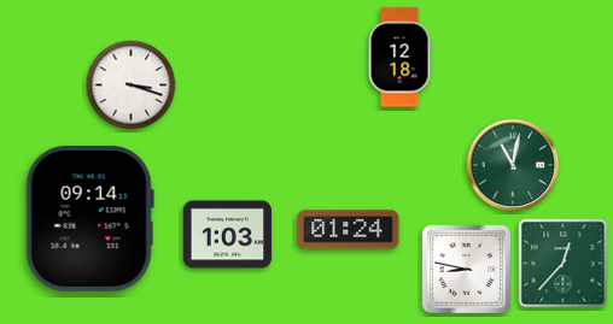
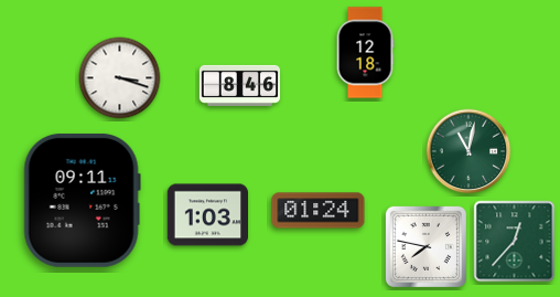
clock at (240, 85): none -> 8:46
clock at (89, 218): 09:14 -> 09:11
clock at (466, 269): 8:47 -> 7:47
